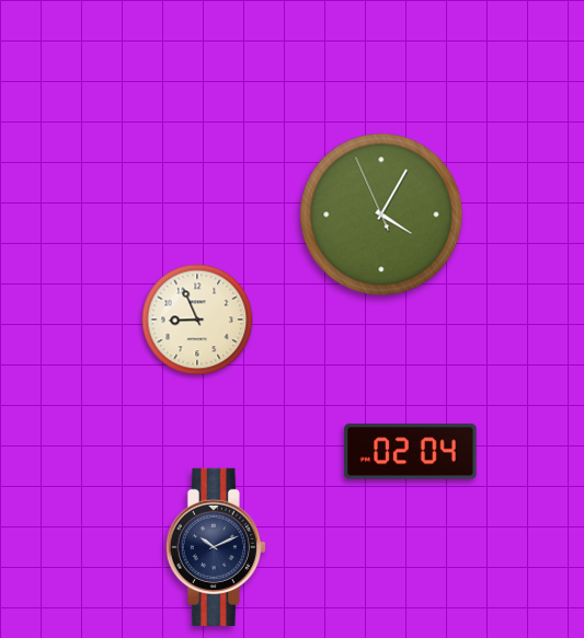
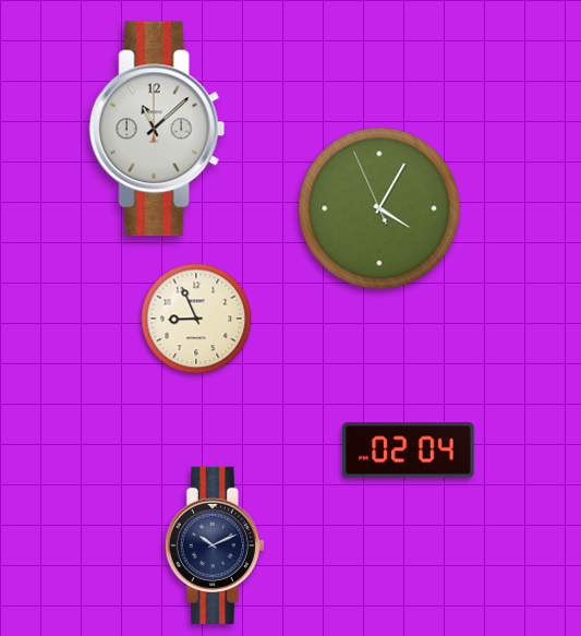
clock at (157, 129): none -> 11:08
clock at (381, 214) position: (381, 214) -> (379, 208)
